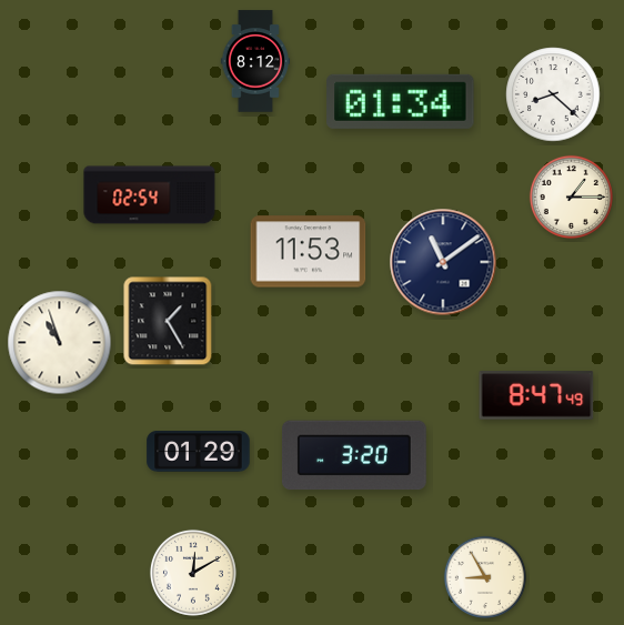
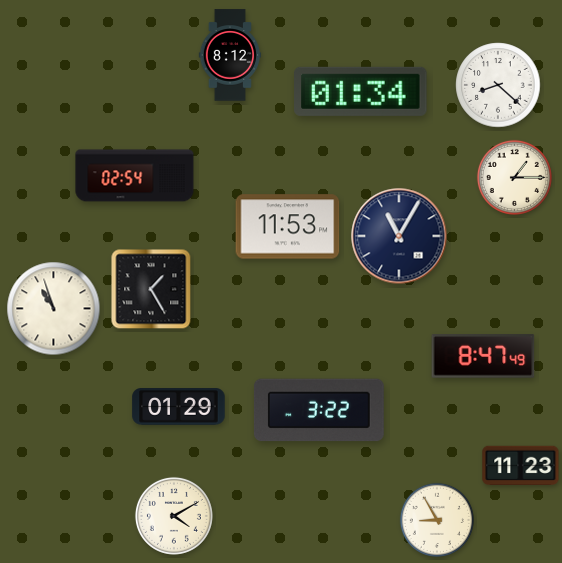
clock at (309, 252) position: (309, 252) -> (288, 227)
clock at (443, 262): 11:09 -> 11:05
clock at (354, 455): 3:20 -> 3:22
clock at (521, 465): none -> 11:23
clock at (193, 573): 12:10 -> 4:10
